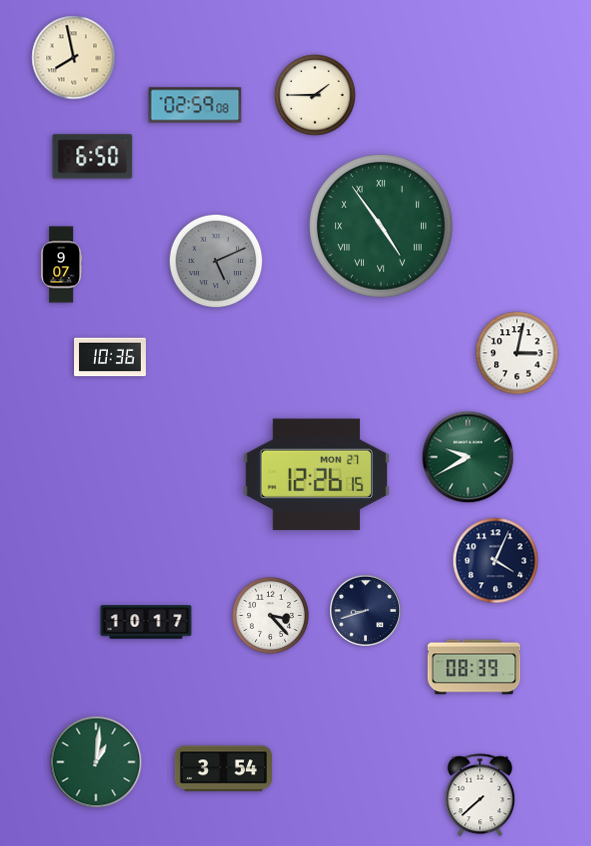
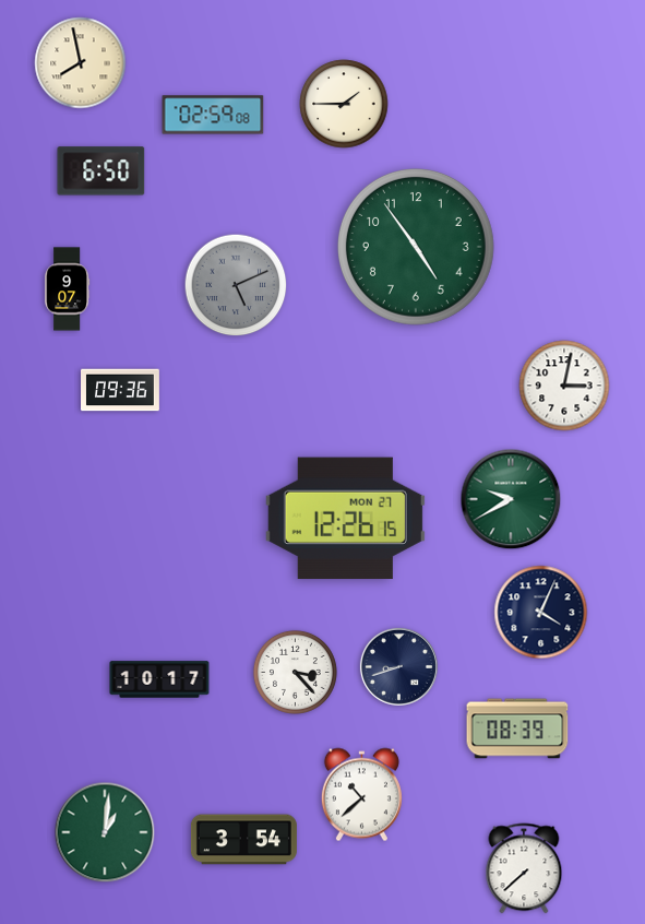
clock at (381, 226) numerals: Roman -> Arabic
clock at (111, 357): 10:36 -> 09:36
clock at (361, 795): none -> 10:38
